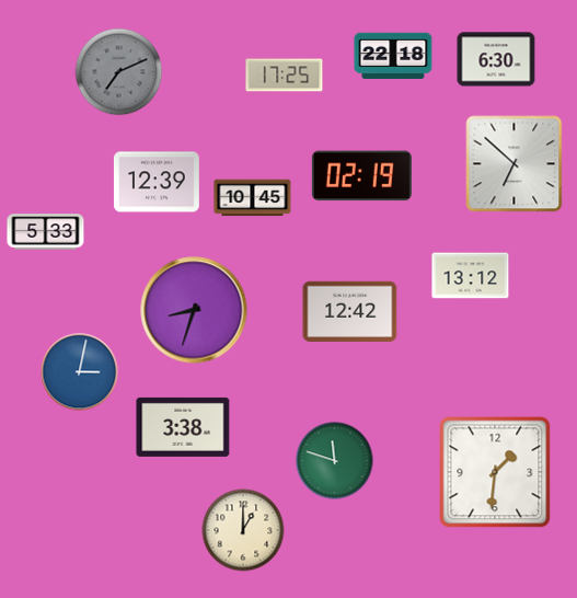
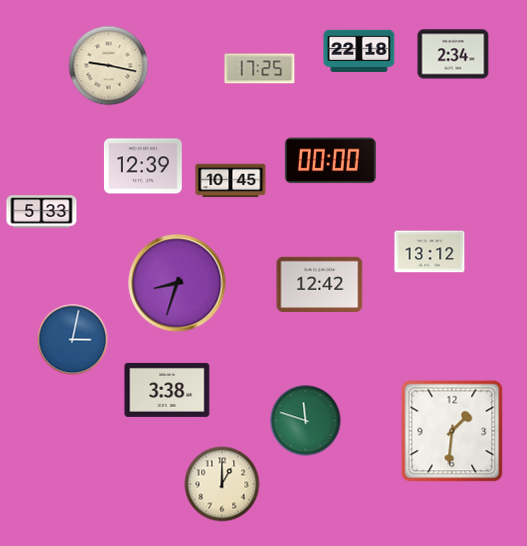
clock at (496, 59): 6:30 -> 2:34
clock at (119, 72): 7:11 -> 9:17
clock at (119, 72) dial: grey -> cream
clock at (515, 164): 6:52 -> none
clock at (361, 176): 02:19 -> 00:00
